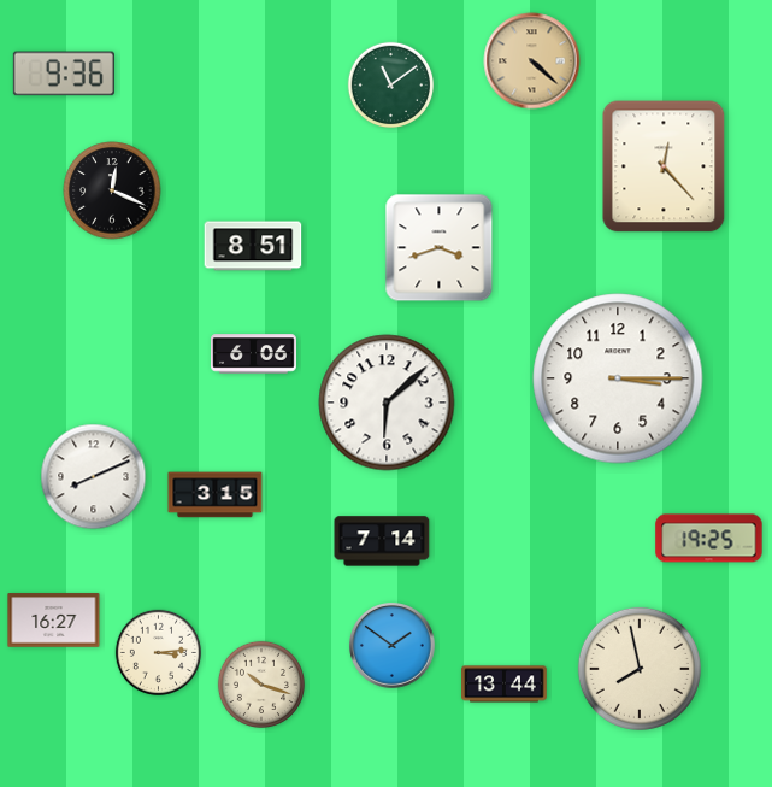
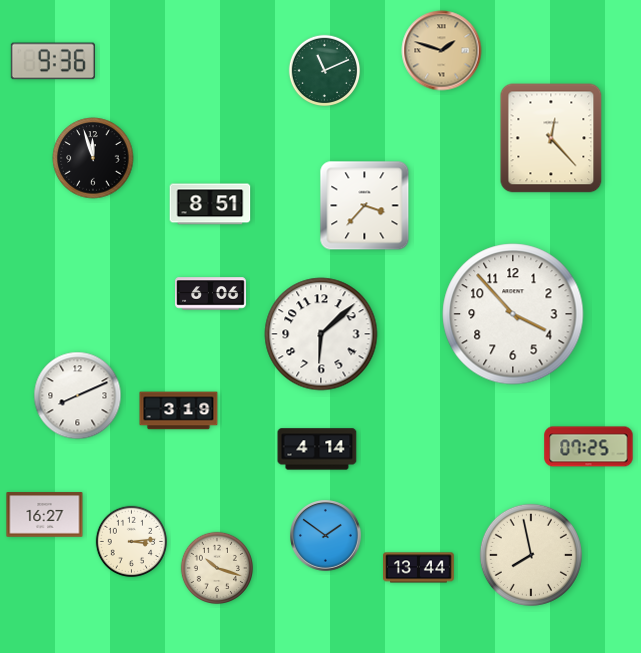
clock at (532, 61): 4:22 -> 1:48
clock at (391, 86): 11:09 -> 11:11
clock at (112, 190): 12:19 -> 11:57
clock at (440, 248): 3:42 -> 3:37
clock at (618, 378): 3:15 -> 3:53
clock at (216, 495): 3:15 -> 3:19
clock at (709, 539): 19:25 -> 07:25
clock at (382, 541): 7:14 -> 4:14
